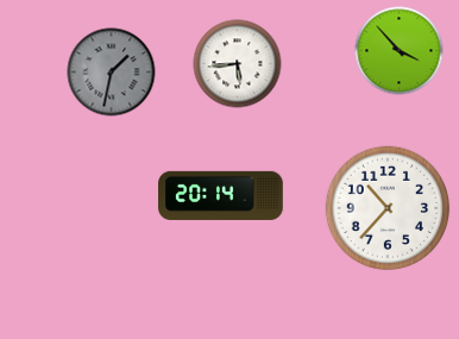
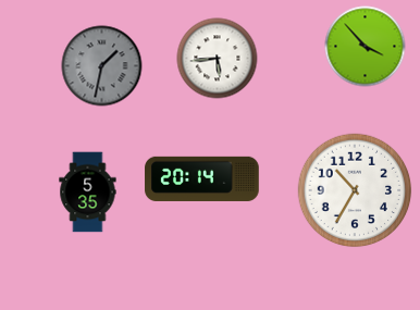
clock at (388, 208): 10:37 -> 10:35
clock at (88, 193): none -> 5:35
